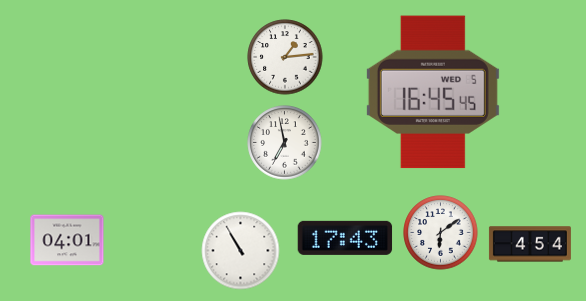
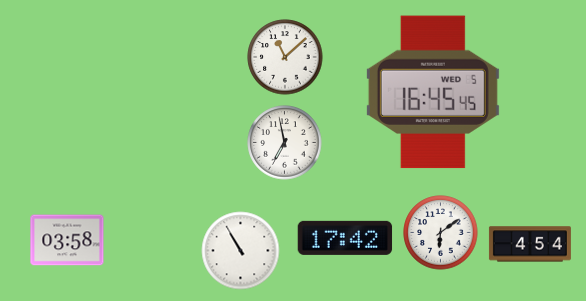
clock at (285, 57): 1:14 -> 11:08
clock at (345, 238): 17:43 -> 17:42
clock at (67, 240): 04:01 -> 03:58
